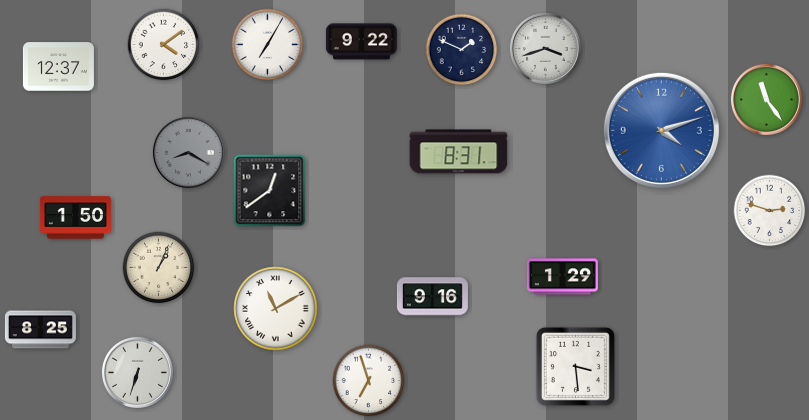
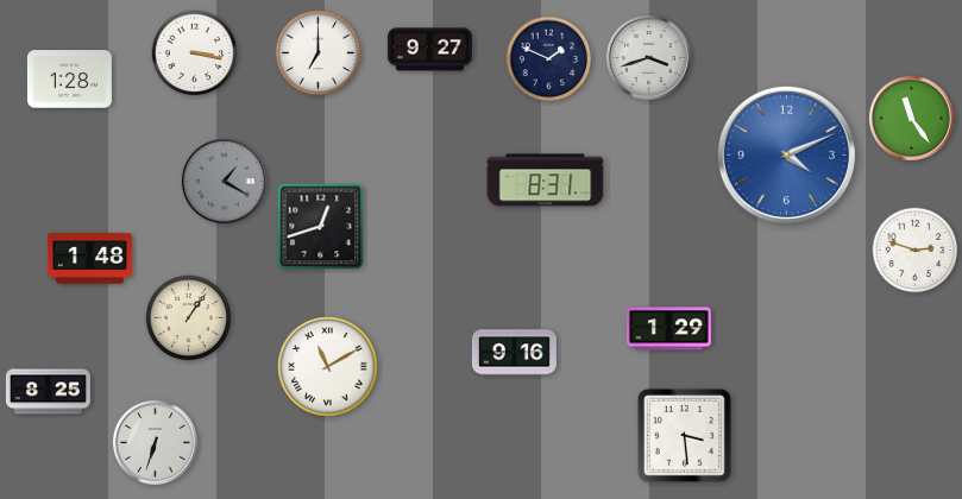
clock at (361, 42): 9:22 -> 9:27
clock at (164, 45): 4:09 -> 3:17
clock at (268, 45): 7:05 -> 7:00
clock at (58, 67): 12:37 -> 1:28
clock at (661, 130): 4:12 -> 4:11
clock at (188, 152): 8:20 -> 1:20
clock at (270, 191): 12:39 -> 12:42
clock at (75, 218): 1:50 -> 1:48
clock at (159, 268): 1:04 -> 1:06
clock at (137, 372) position: (137, 372) -> (155, 442)
clock at (369, 381): 6:57 -> none
